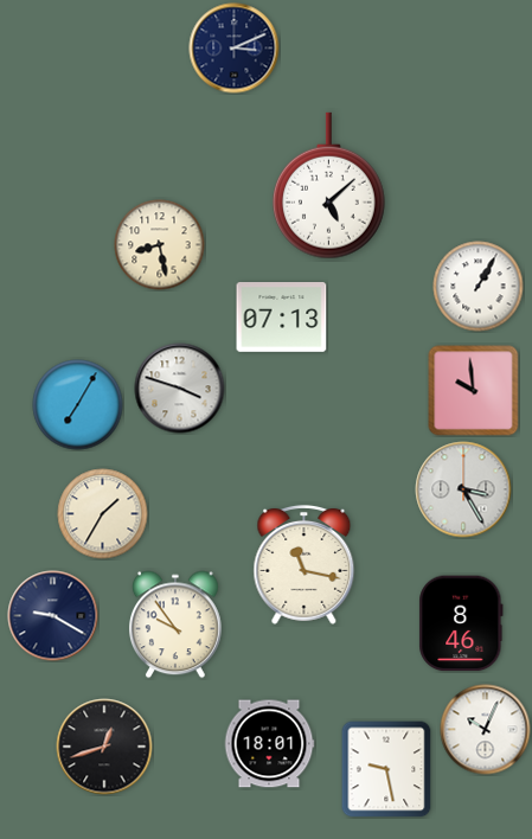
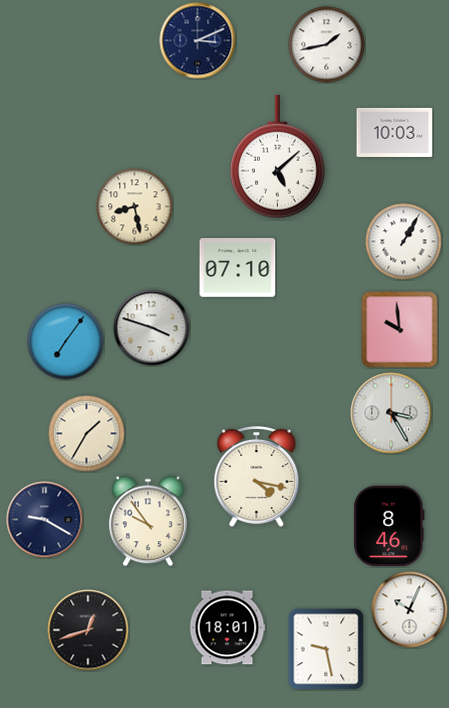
clock at (327, 45): none -> 1:43
clock at (395, 132): none -> 10:03
clock at (282, 318): 07:13 -> 07:10
clock at (78, 405): 7:05 -> 7:06
clock at (305, 564): 11:17 -> 4:17
clock at (175, 625) position: (175, 625) -> (148, 521)
clock at (486, 730) position: (486, 730) -> (410, 610)
